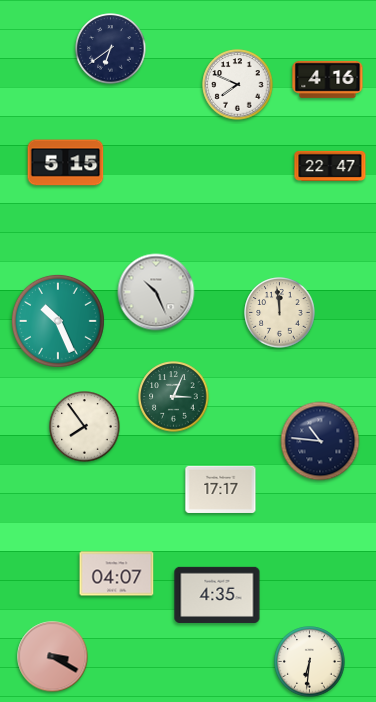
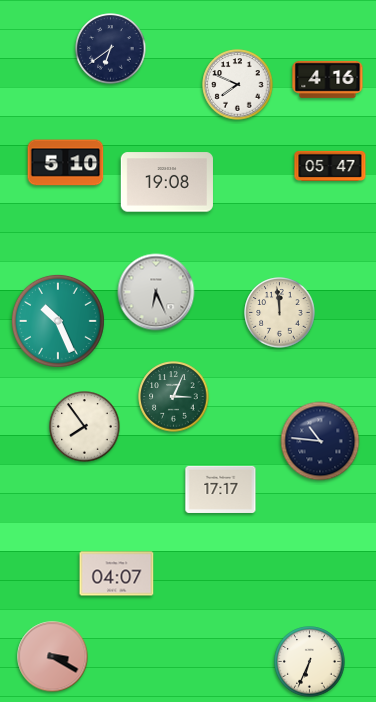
clock at (66, 163): 5:15 -> 5:10
clock at (330, 166): 22:47 -> 05:47
clock at (167, 182): none -> 19:08
clock at (156, 292): 10:26 -> 6:26
clock at (217, 595): 4:35 -> none
clock at (310, 662): 6:31 -> 6:34
